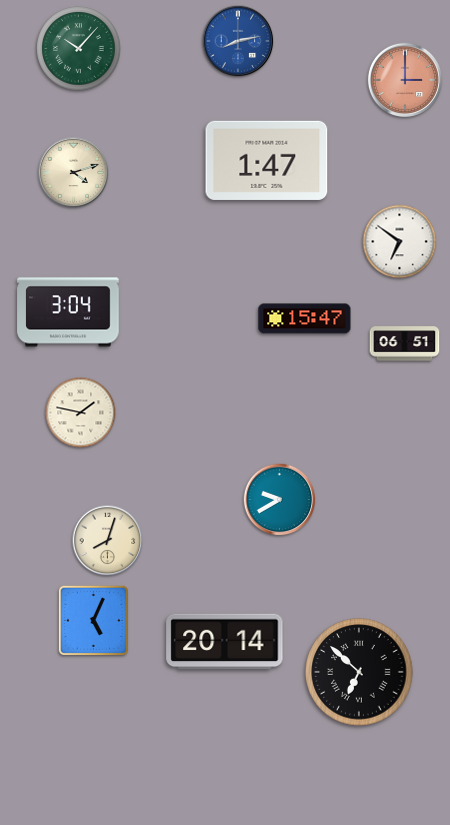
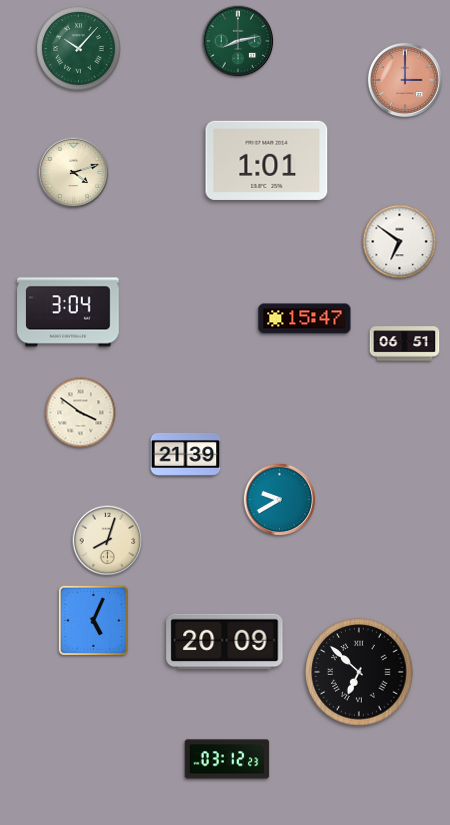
clock at (238, 41) dial: blue -> green
clock at (267, 160): 1:47 -> 1:01
clock at (81, 413): 1:47 -> 3:51
clock at (186, 454): none -> 21:39
clock at (225, 642): 20:14 -> 20:09
clock at (227, 759): none -> 03:12
